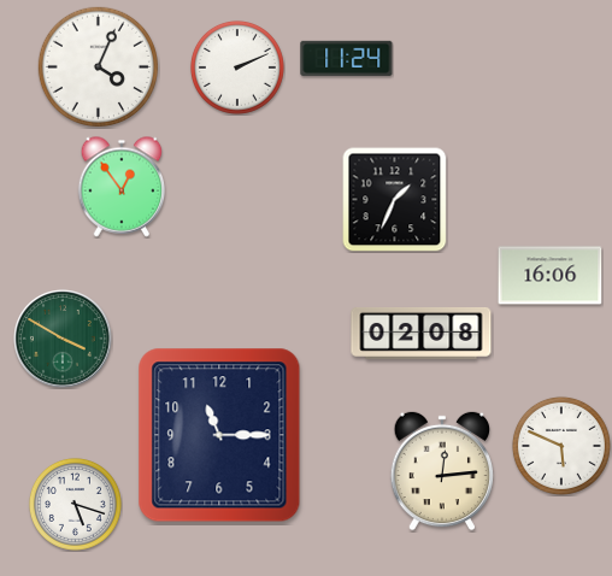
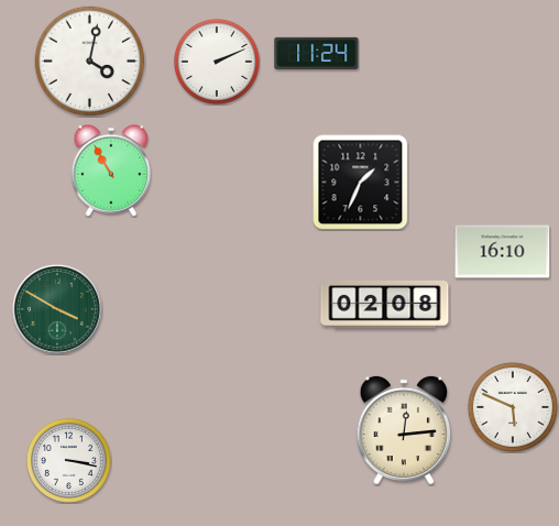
clock at (98, 66): 4:04 -> 4:02
clock at (122, 187): 12:54 -> 10:55
clock at (551, 276): 16:06 -> 16:10
clock at (219, 435): 11:15 -> none
clock at (75, 504): 5:18 -> 3:17
